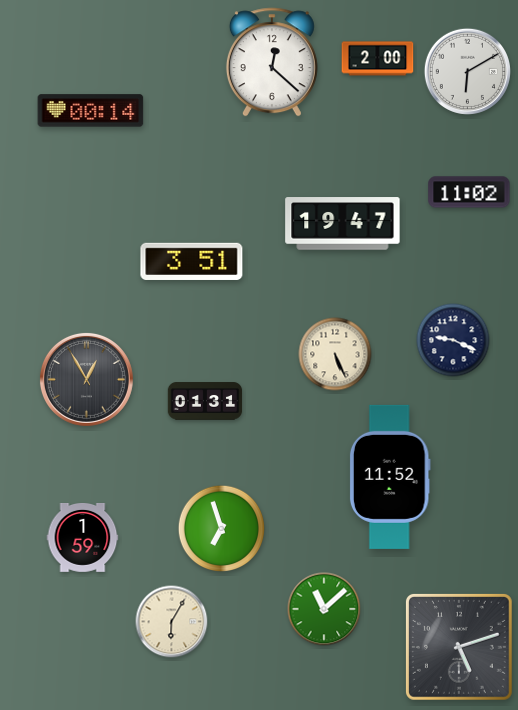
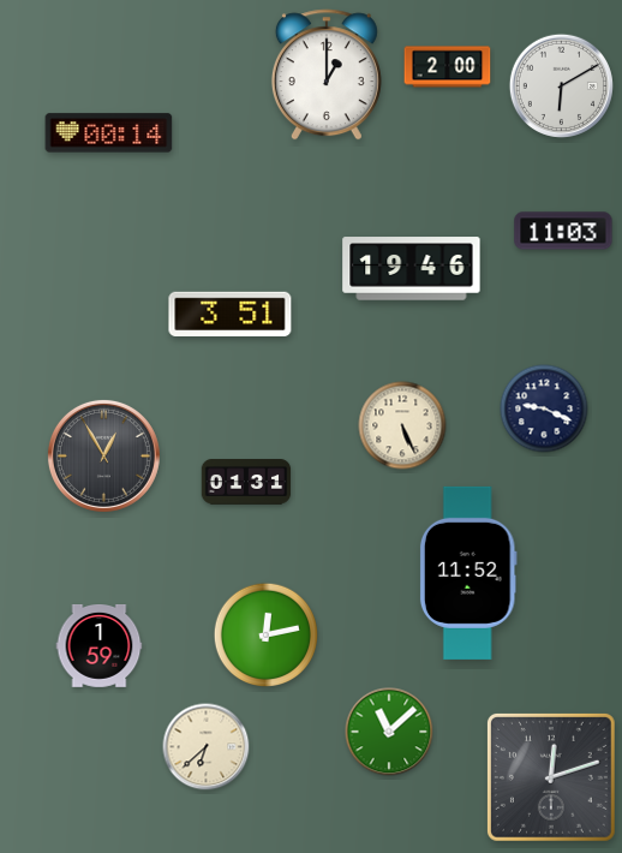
clock at (378, 59) position: (378, 59) -> (448, 67)
clock at (272, 62): 12:22 -> 1:00
clock at (469, 192): 11:02 -> 11:03
clock at (343, 224): 19:47 -> 19:46
clock at (222, 529): 6:57 -> 12:13
clock at (172, 622): 6:05 -> 6:38
clock at (459, 647): 5:12 -> 12:12
